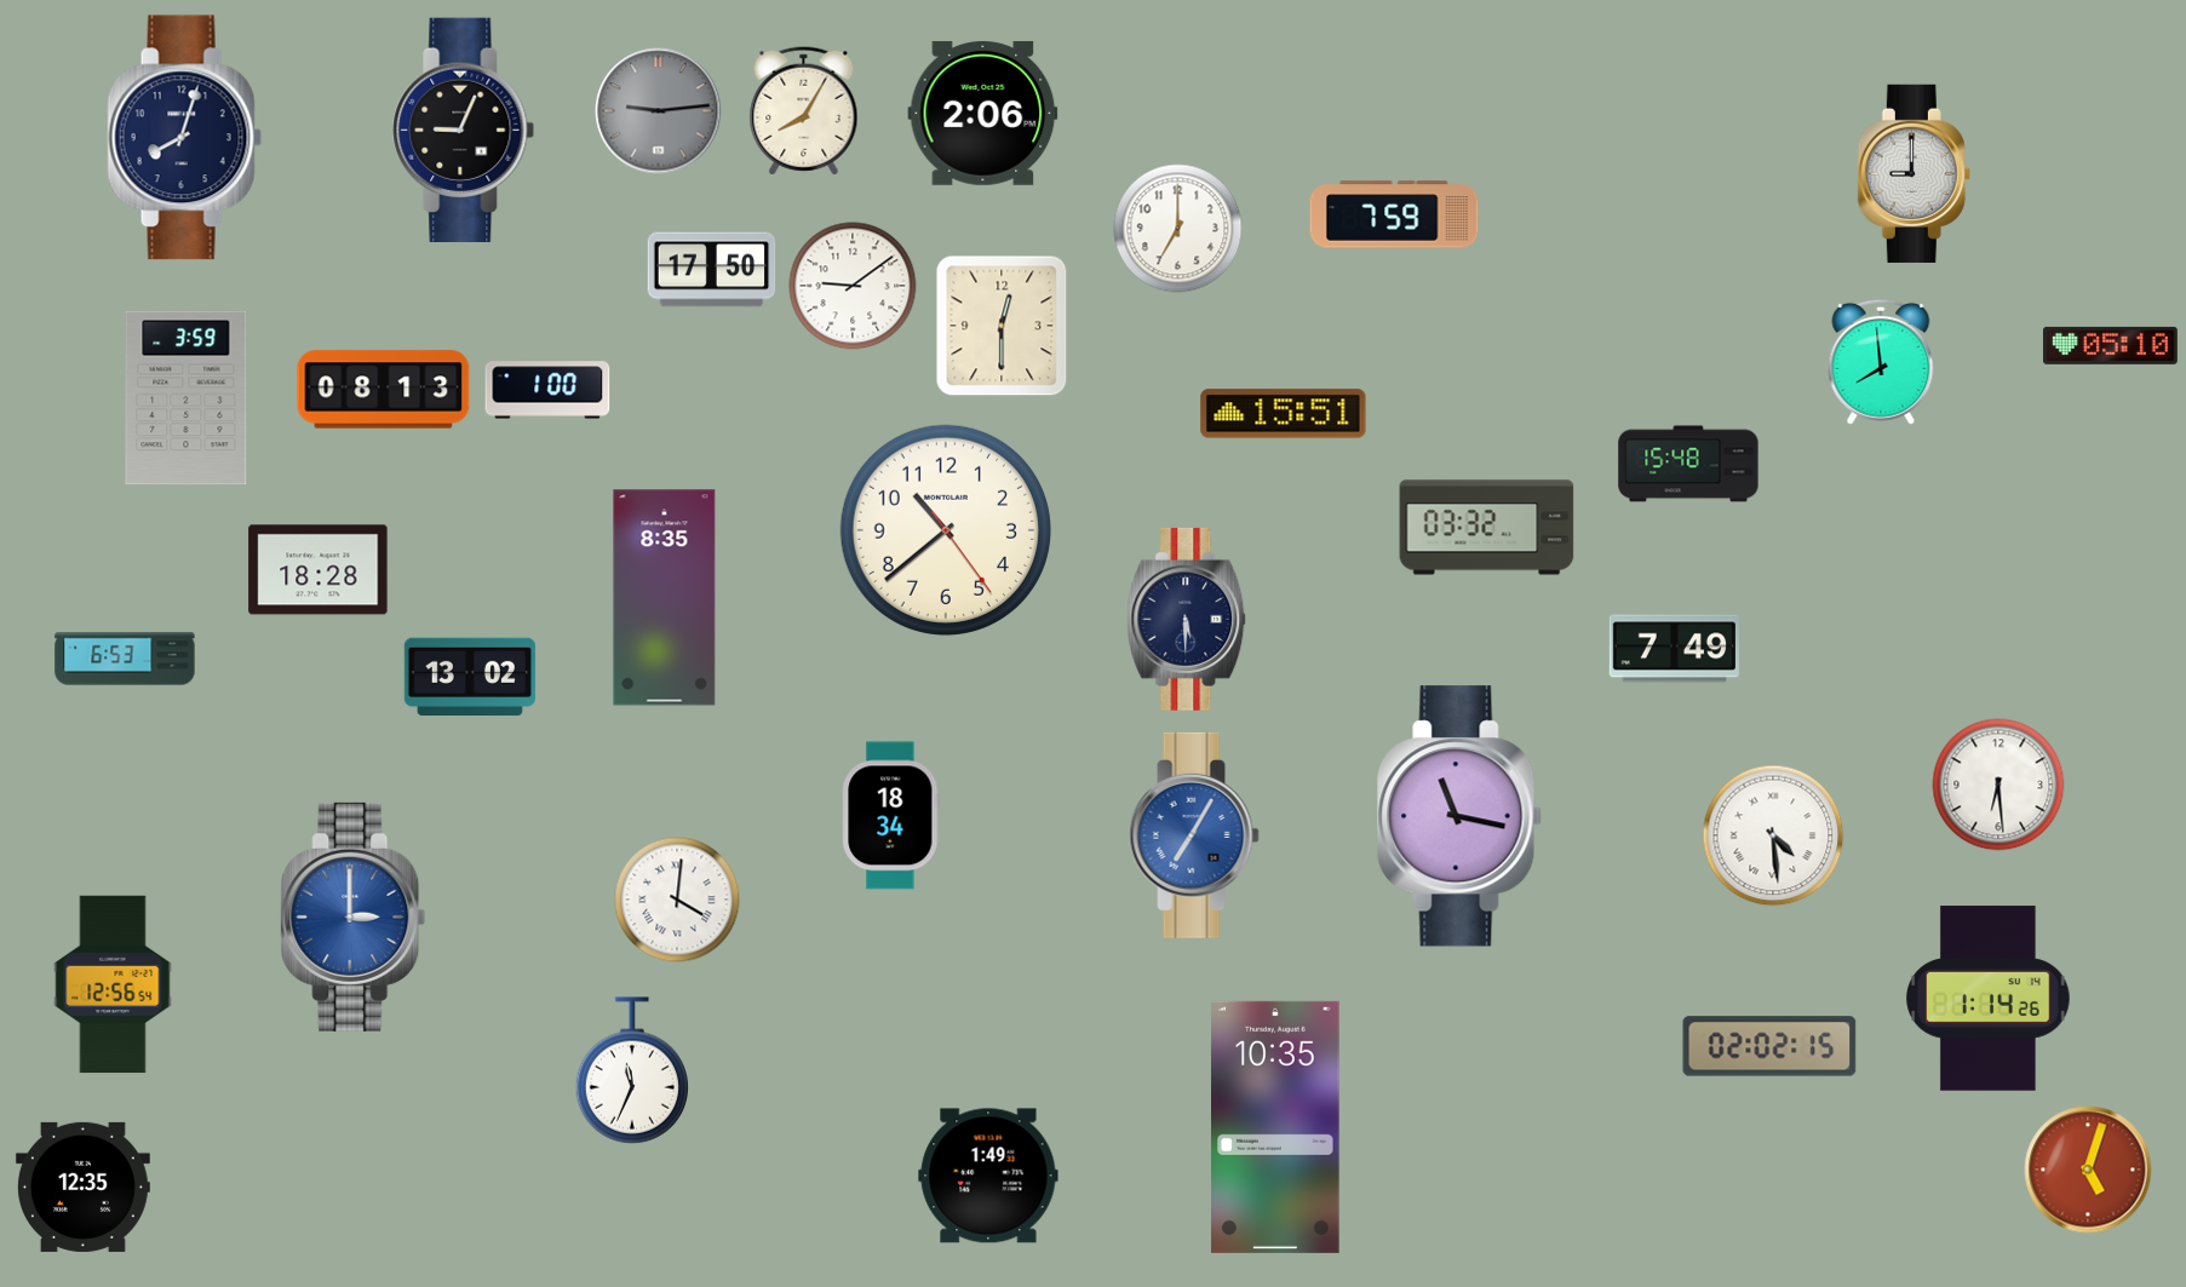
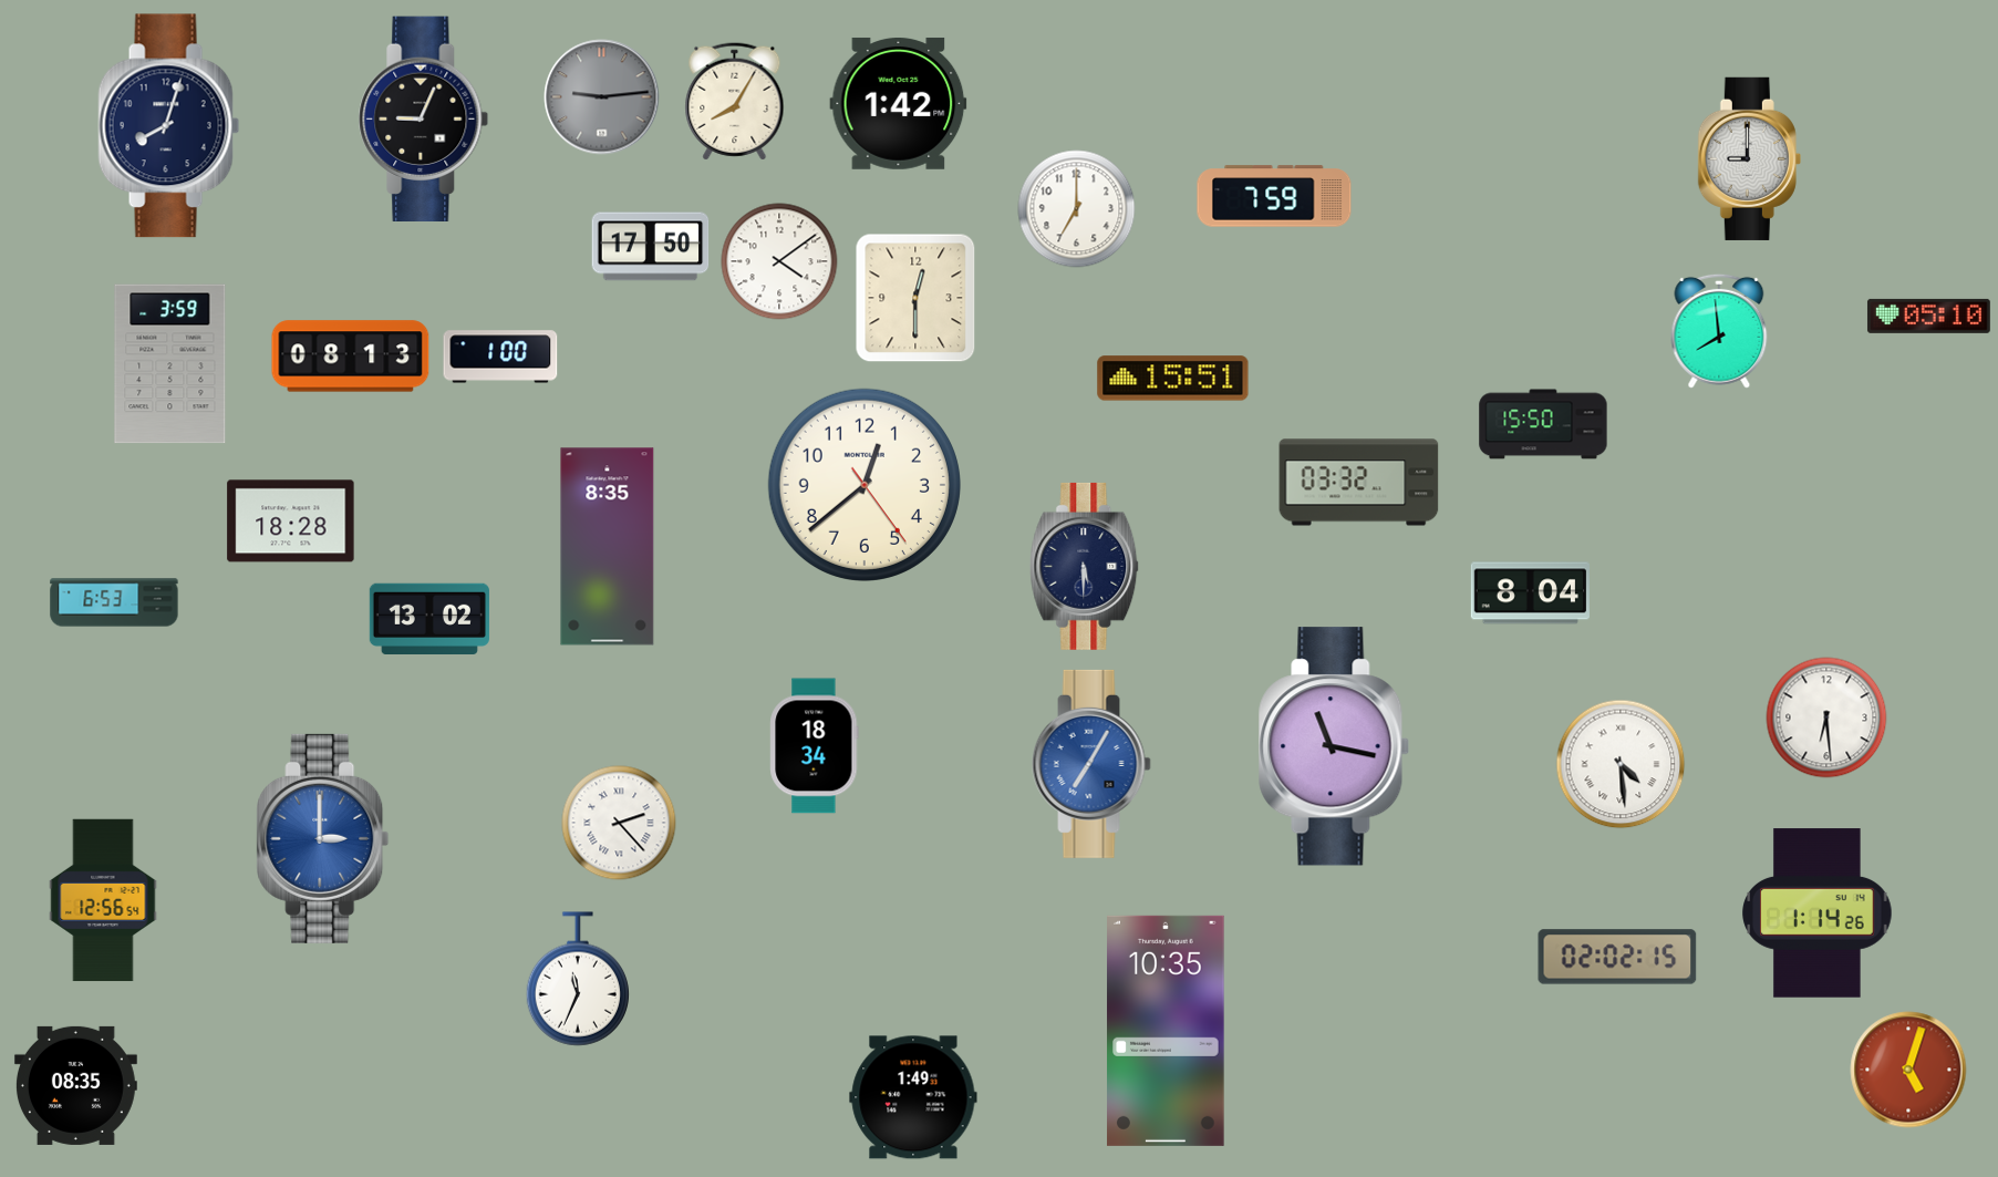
clock at (659, 111) position: (659, 111) -> (602, 97)
clock at (983, 113): 2:06 -> 1:42
clock at (853, 286): 9:09 -> 4:09
clock at (1688, 464): 15:48 -> 15:50
clock at (946, 530): 10:38 -> 12:38
clock at (1674, 649): 7:49 -> 8:04
clock at (677, 900): 4:01 -> 2:23
clock at (988, 1176) position: (988, 1176) -> (913, 1097)
clock at (82, 1187): 12:35 -> 08:35
